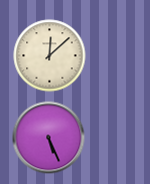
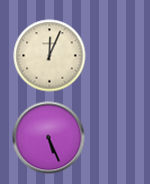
clock at (50, 56): 12:08 -> 12:04
